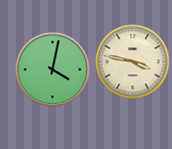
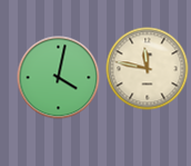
clock at (133, 62): 3:47 -> 11:47
